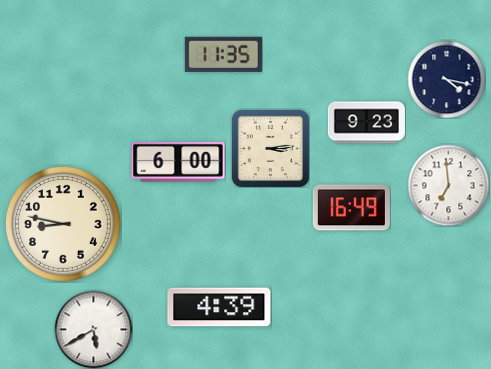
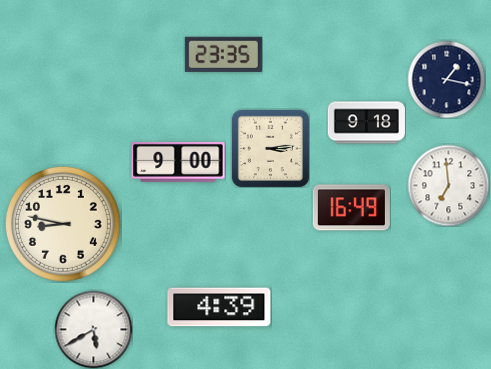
clock at (223, 54): 11:35 -> 23:35
clock at (446, 79): 4:17 -> 1:17
clock at (366, 123): 9:23 -> 9:18
clock at (178, 162): 6:00 -> 9:00
